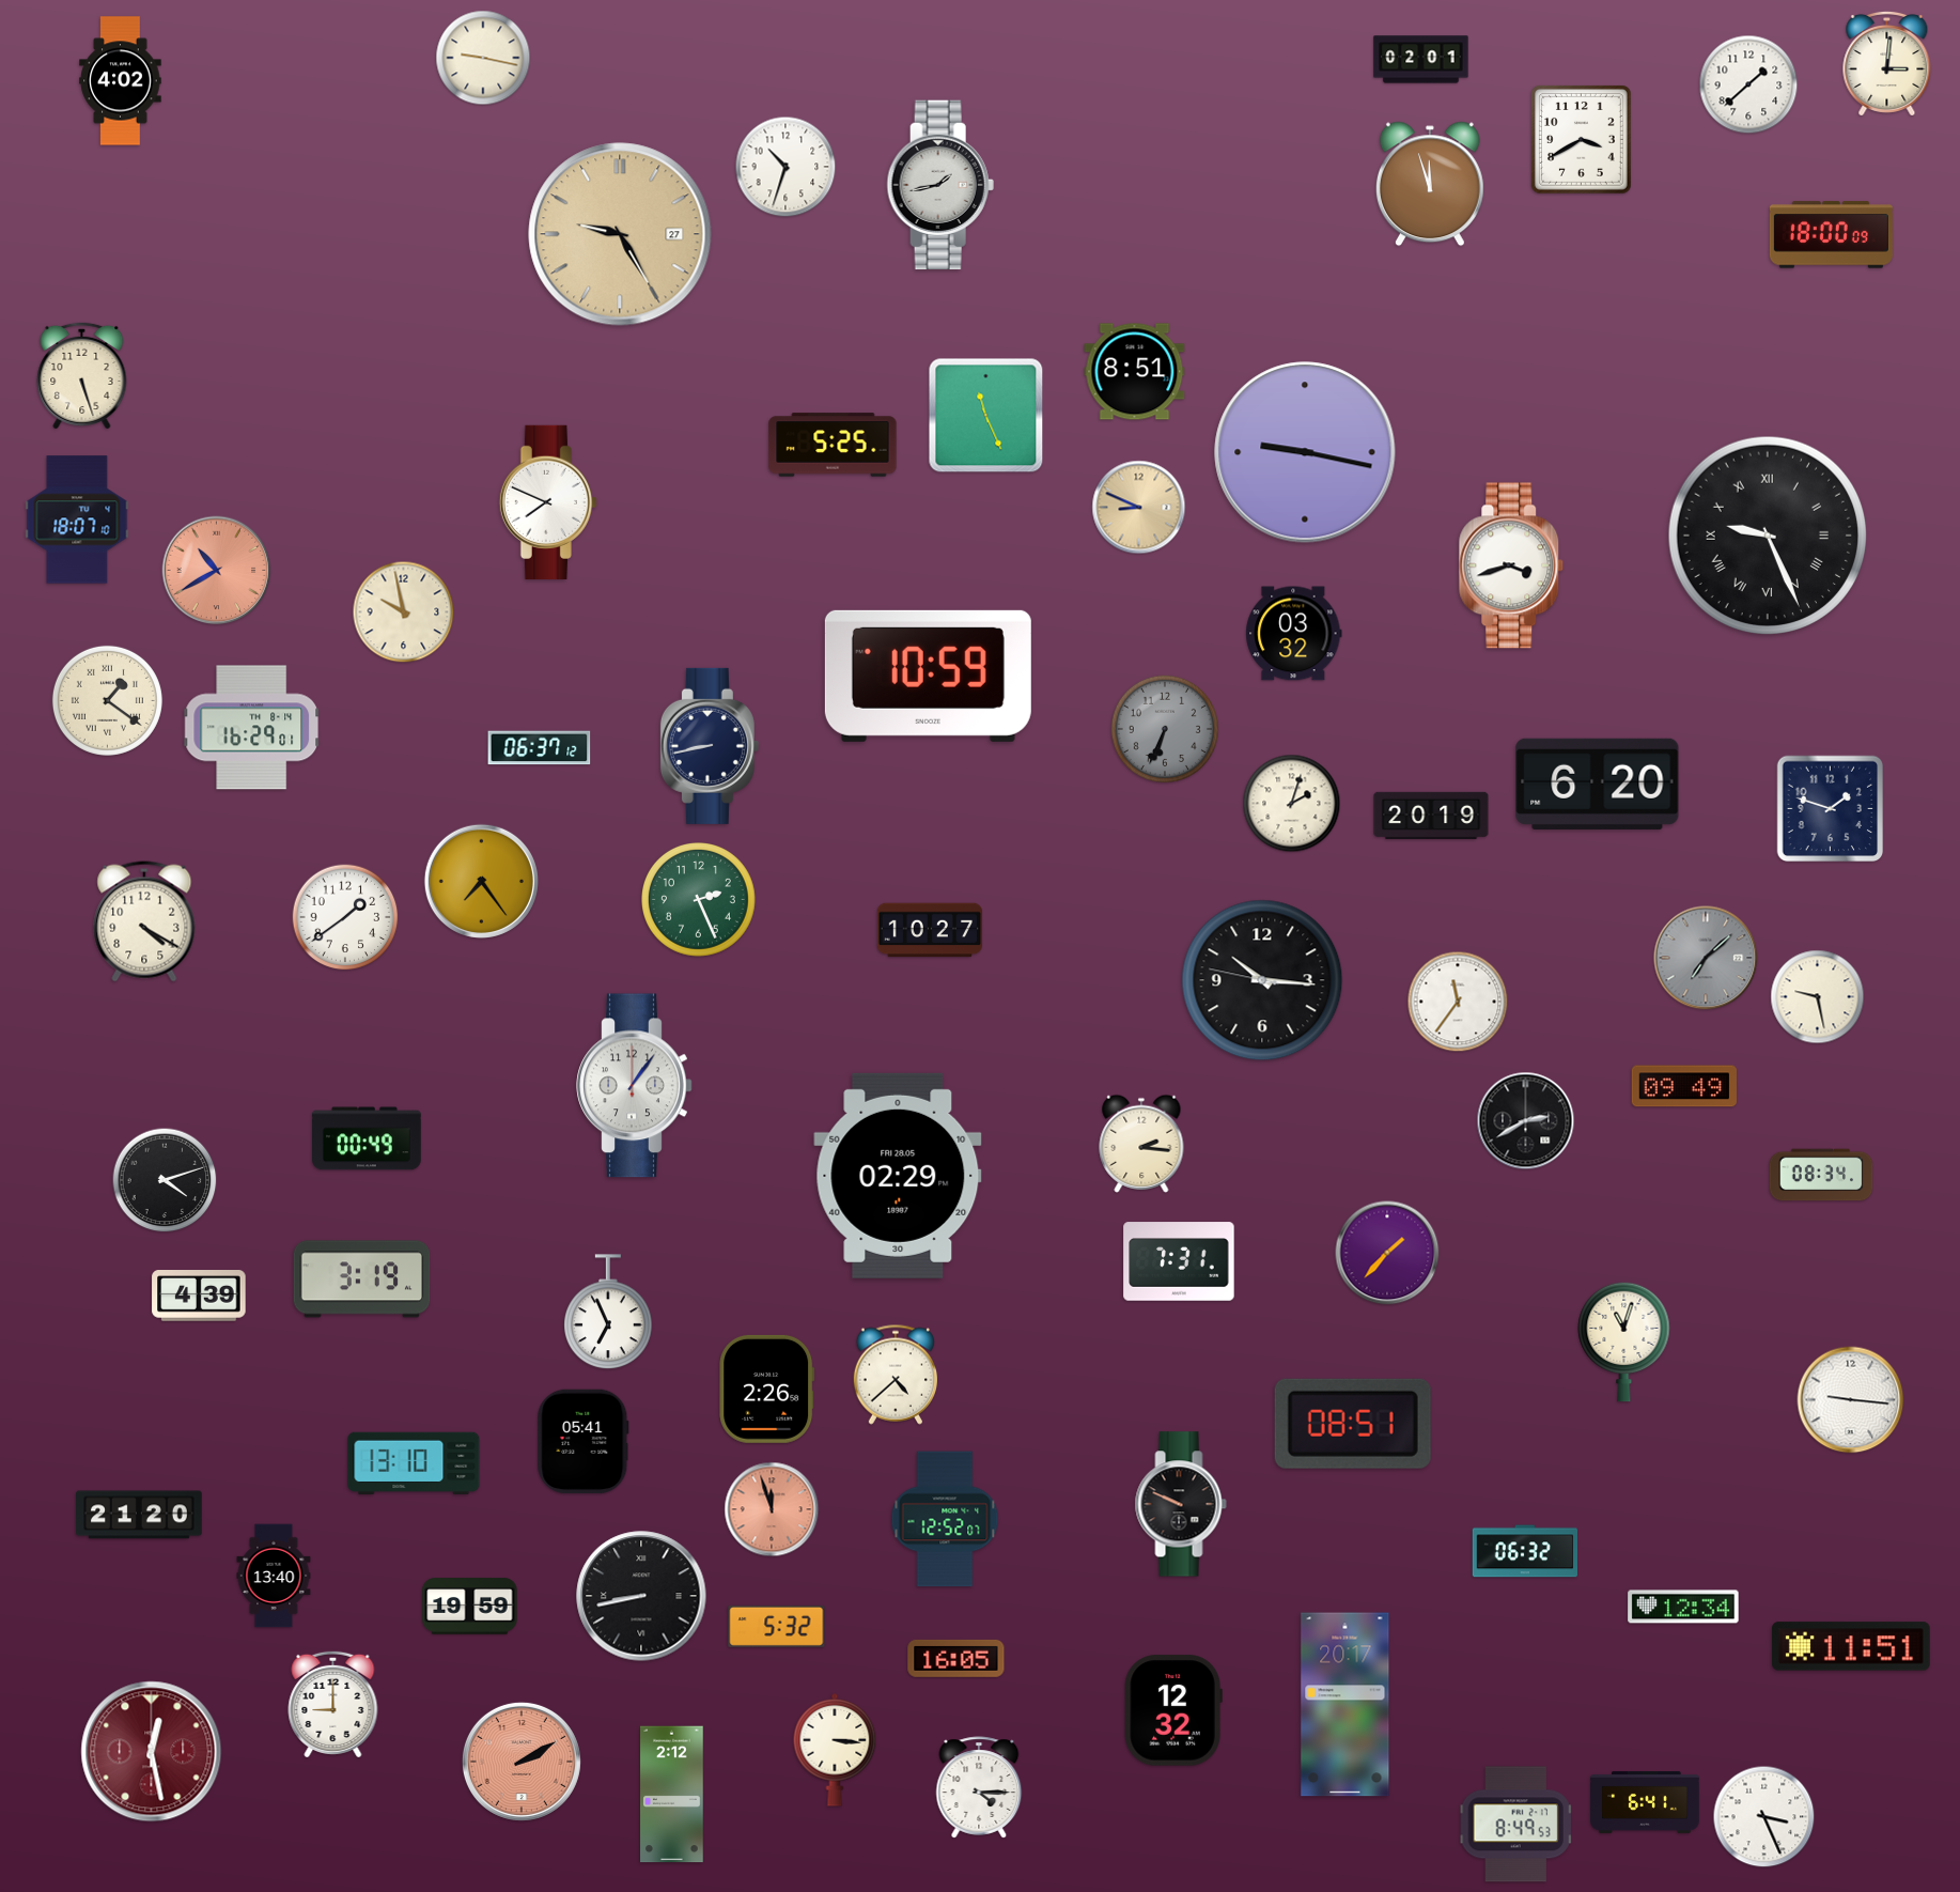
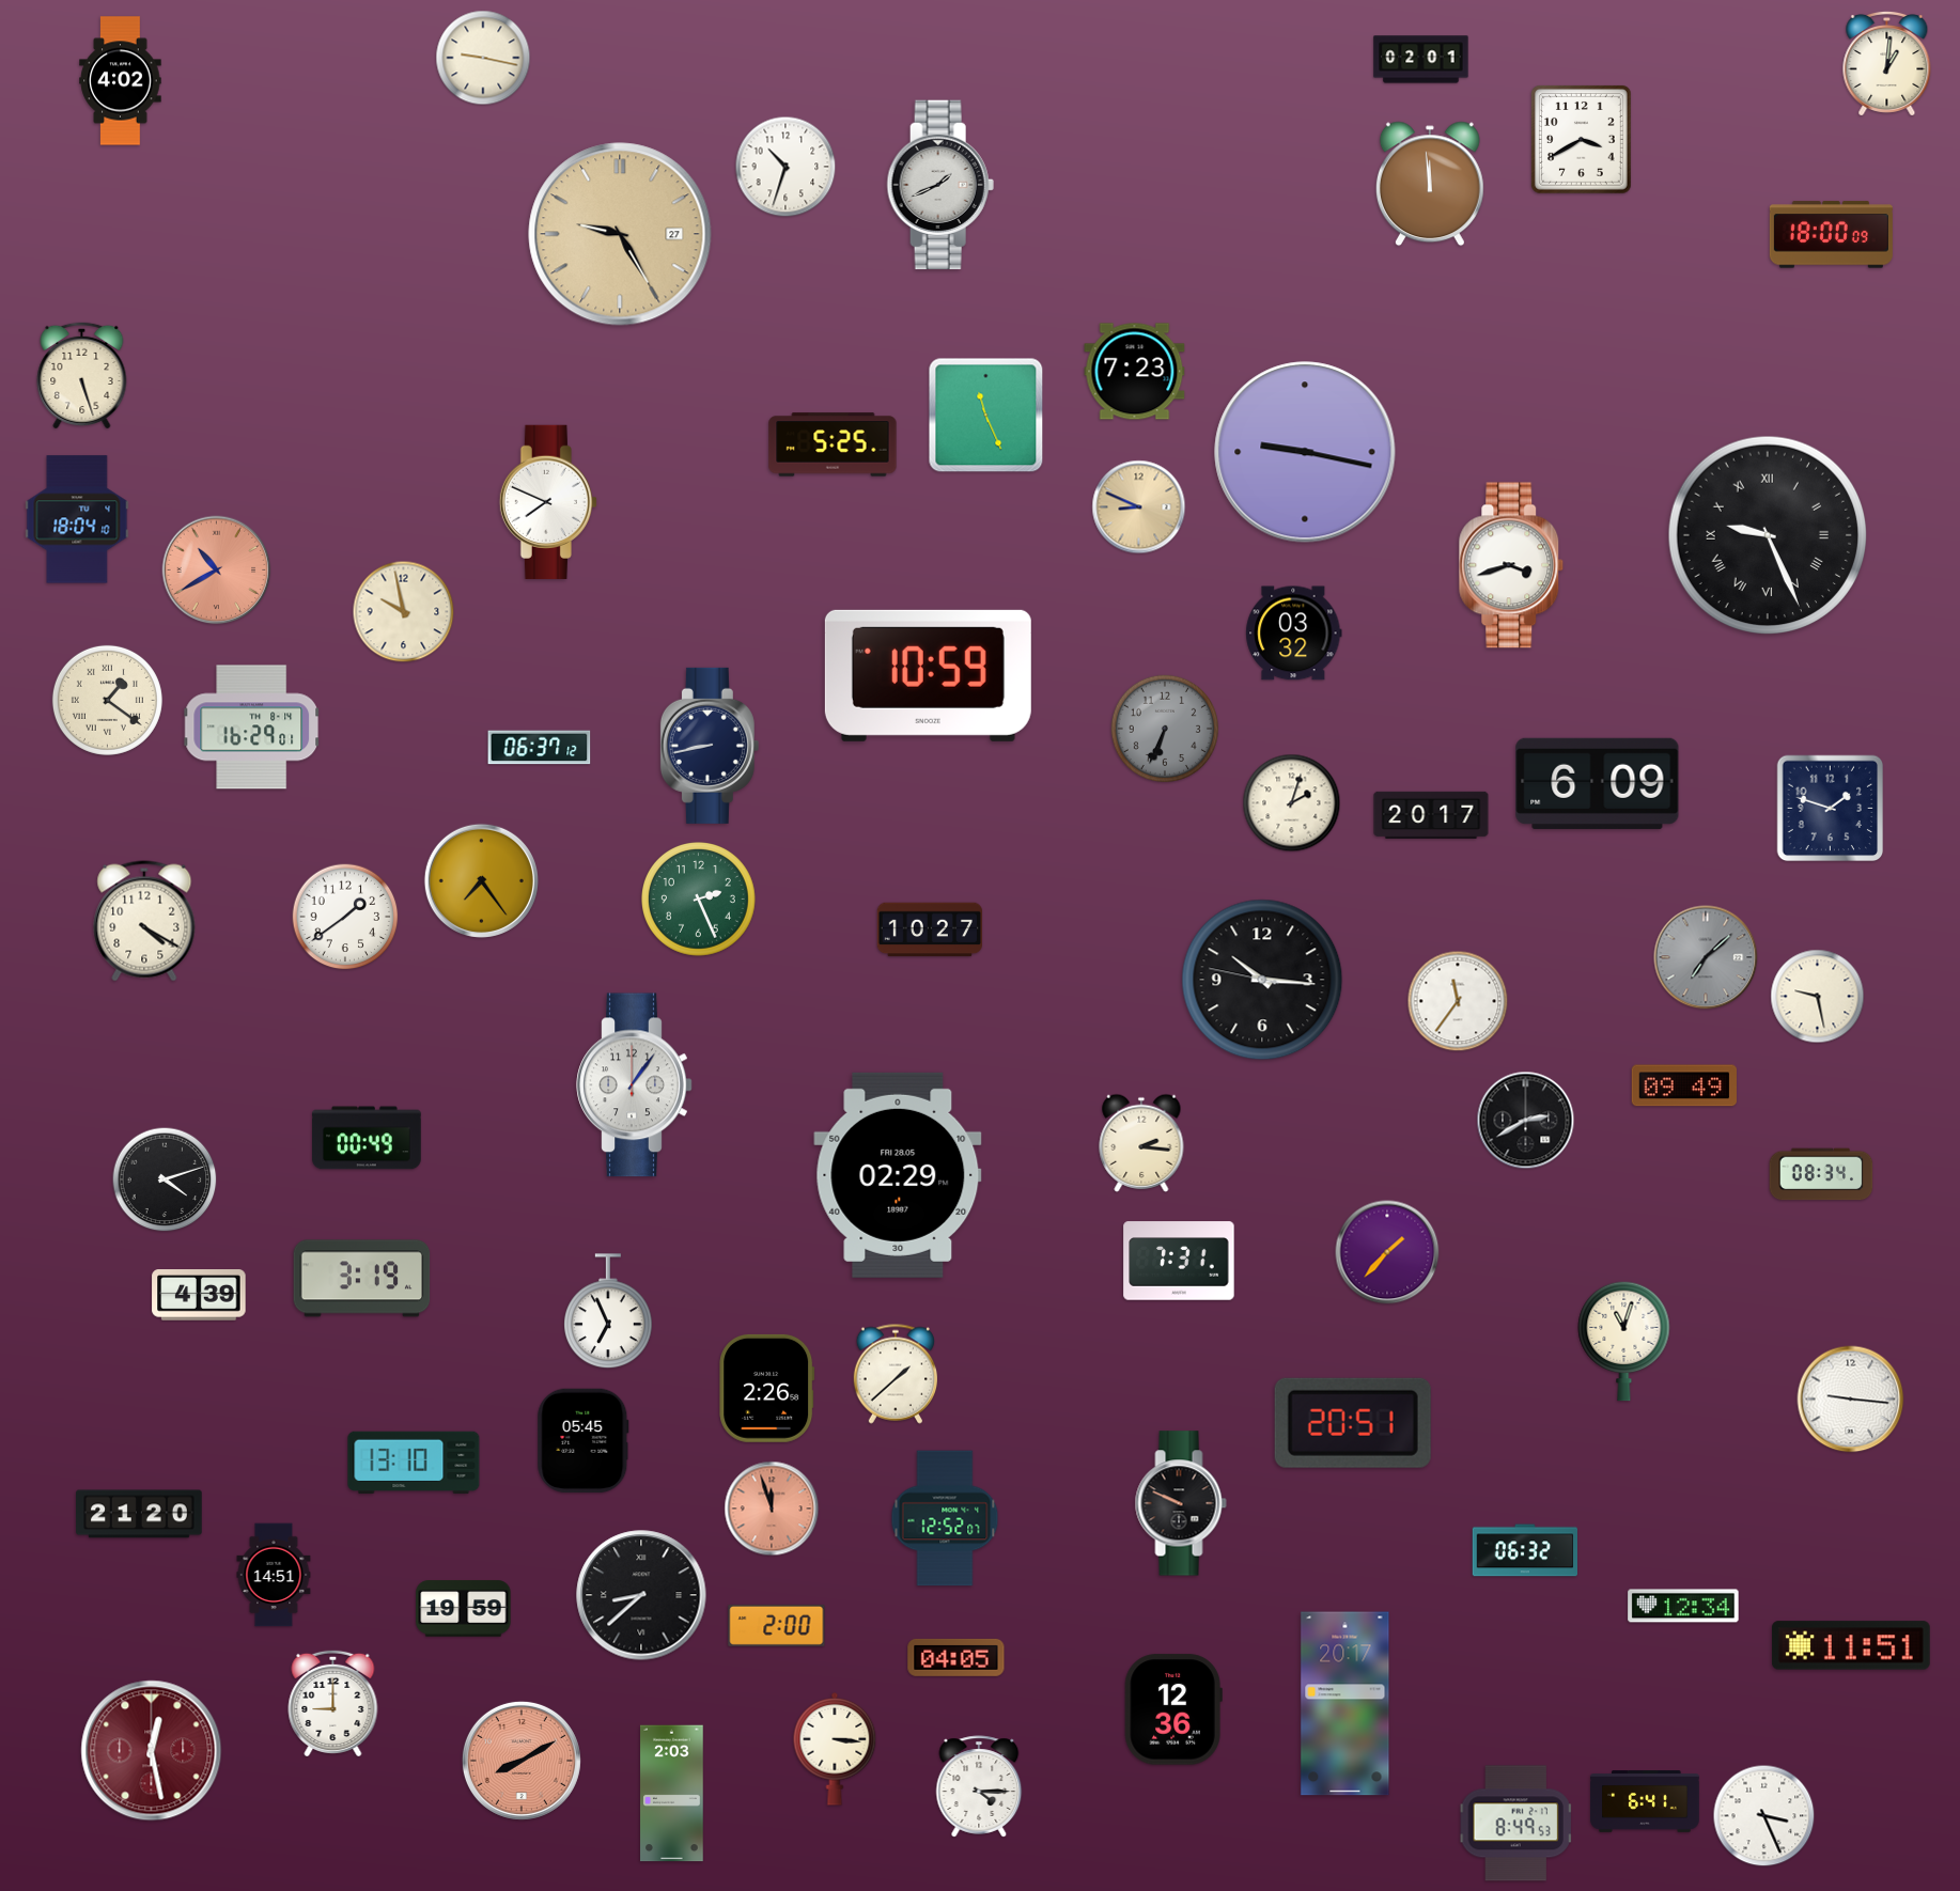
clock at (1887, 63): 3:01 -> 1:01
clock at (1748, 84): 1:38 -> none
clock at (1430, 184): 11:57 -> 11:59
clock at (940, 185): 1:43 -> 1:41
clock at (1135, 372): 8:51 -> 7:23
clock at (77, 519): 18:07 -> 18:04
clock at (1598, 784): 6:20 -> 6:09
clock at (1431, 816): 20:19 -> 20:17
clock at (895, 1375): 4:38 -> 1:38
clock at (1353, 1424): 08:51 -> 20:51
clock at (584, 1442): 05:41 -> 05:45
clock at (274, 1576): 13:40 -> 14:51
clock at (641, 1596): 8:43 -> 8:38
clock at (470, 1607) position: (470, 1607) -> (464, 1609)
clock at (777, 1626): 5:32 -> 2:00
clock at (956, 1658): 16:05 -> 04:05
clock at (1173, 1710): 12:32 -> 12:36
clock at (522, 1762): 2:10 -> 8:10
clock at (672, 1795): 2:12 -> 2:03
